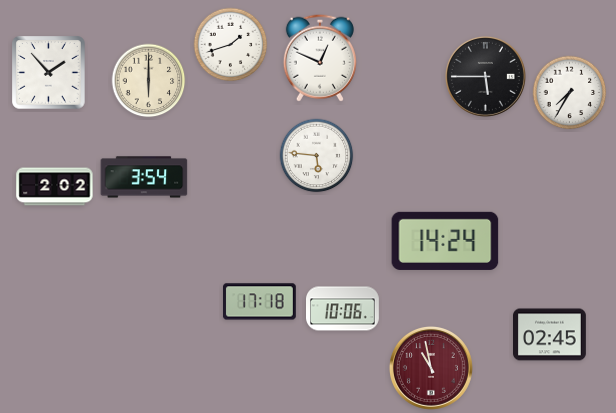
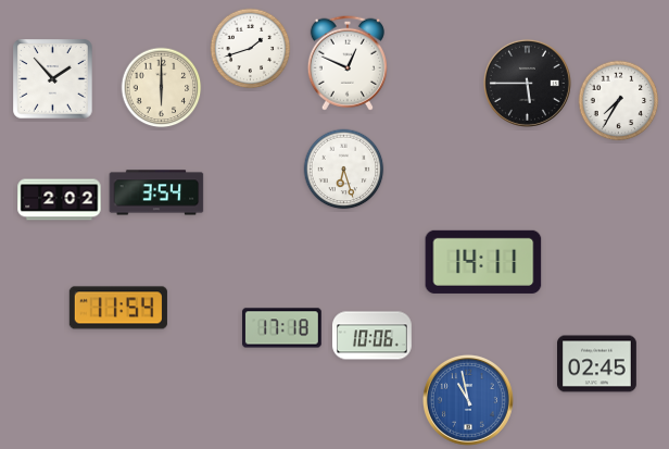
clock at (317, 156): 5:46 -> 6:27
clock at (55, 187) position: (55, 187) -> (60, 200)
clock at (445, 241): 14:24 -> 14:11
clock at (118, 308): none -> 11:54
clock at (431, 368) dial: burgundy -> blue
